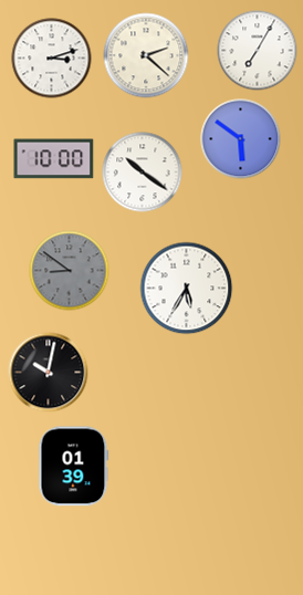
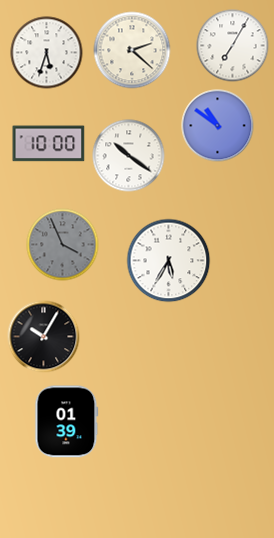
clock at (52, 59): 3:12 -> 5:33
clock at (241, 139): 5:51 -> 10:51
clock at (70, 271): 8:51 -> 3:56
clock at (49, 373): 10:02 -> 10:05
